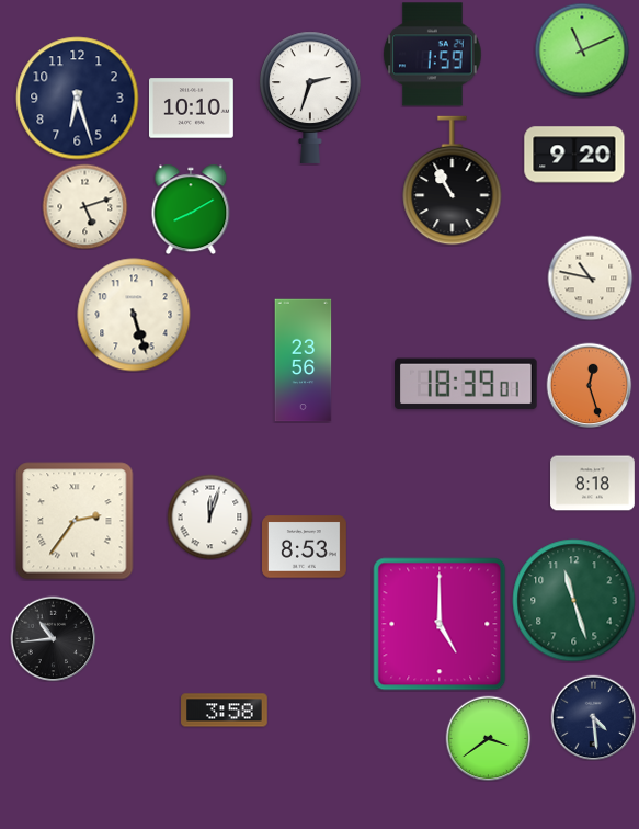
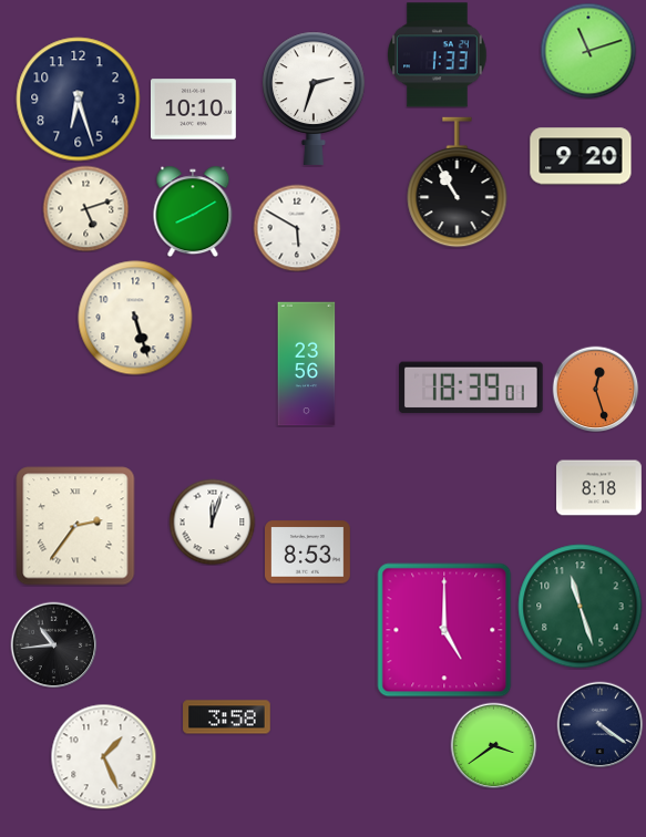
clock at (582, 50): 11:11 -> 11:12
clock at (433, 55): 1:59 -> 1:33
clock at (297, 228): none -> 5:50
clock at (590, 277): 10:47 -> none
clock at (593, 717): 4:29 -> 4:21
clock at (103, 756): none -> 1:26
